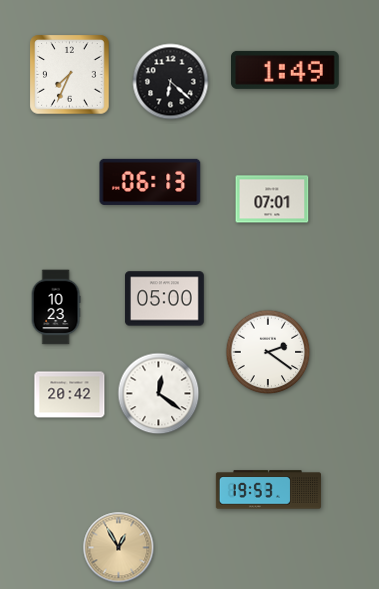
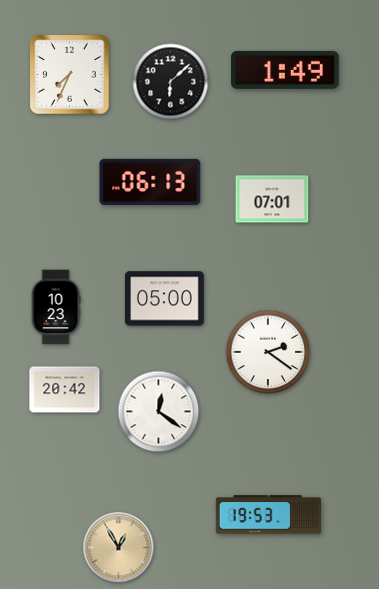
clock at (171, 82): 6:22 -> 6:08
clock at (159, 394) position: (159, 394) -> (159, 412)
clock at (70, 395) position: (70, 395) -> (65, 390)
clock at (268, 490) position: (268, 490) -> (268, 515)
